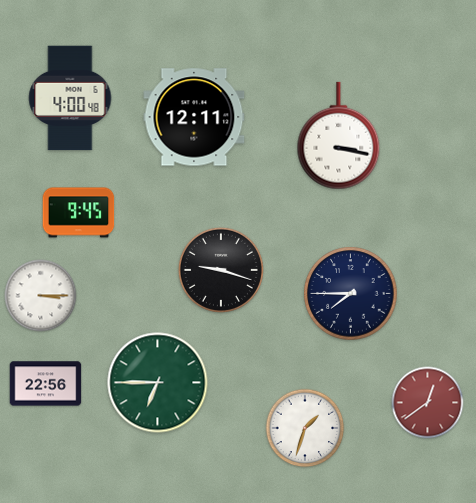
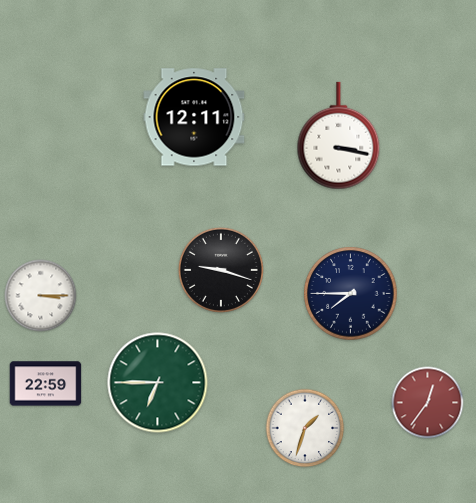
clock at (70, 98): 4:00 -> none
clock at (79, 213): 9:45 -> none
clock at (46, 384): 22:56 -> 22:59
clock at (428, 403): 12:39 -> 12:36
